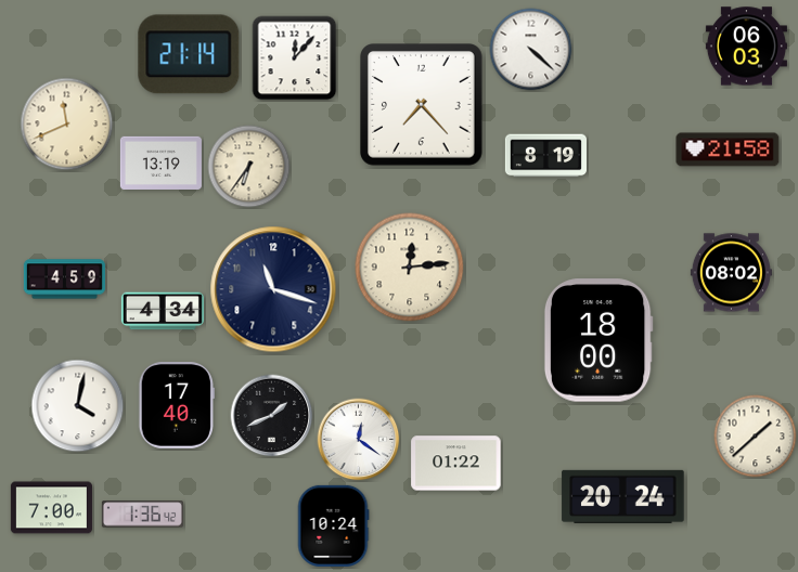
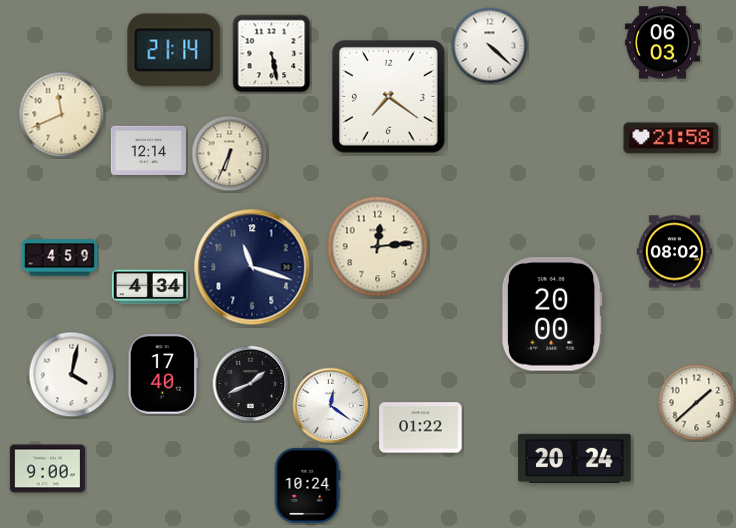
clock at (746, 47) position: (746, 47) -> (662, 43)
clock at (295, 58): 12:07 -> 5:28
clock at (422, 105): 7:23 -> 7:21
clock at (545, 156): 8:19 -> none
clock at (160, 162): 13:19 -> 12:14
clock at (249, 167): 6:36 -> 6:34
clock at (598, 340): 18:00 -> 20:00
clock at (51, 508): 7:00 -> 9:00
clock at (142, 515): 1:36 -> none
